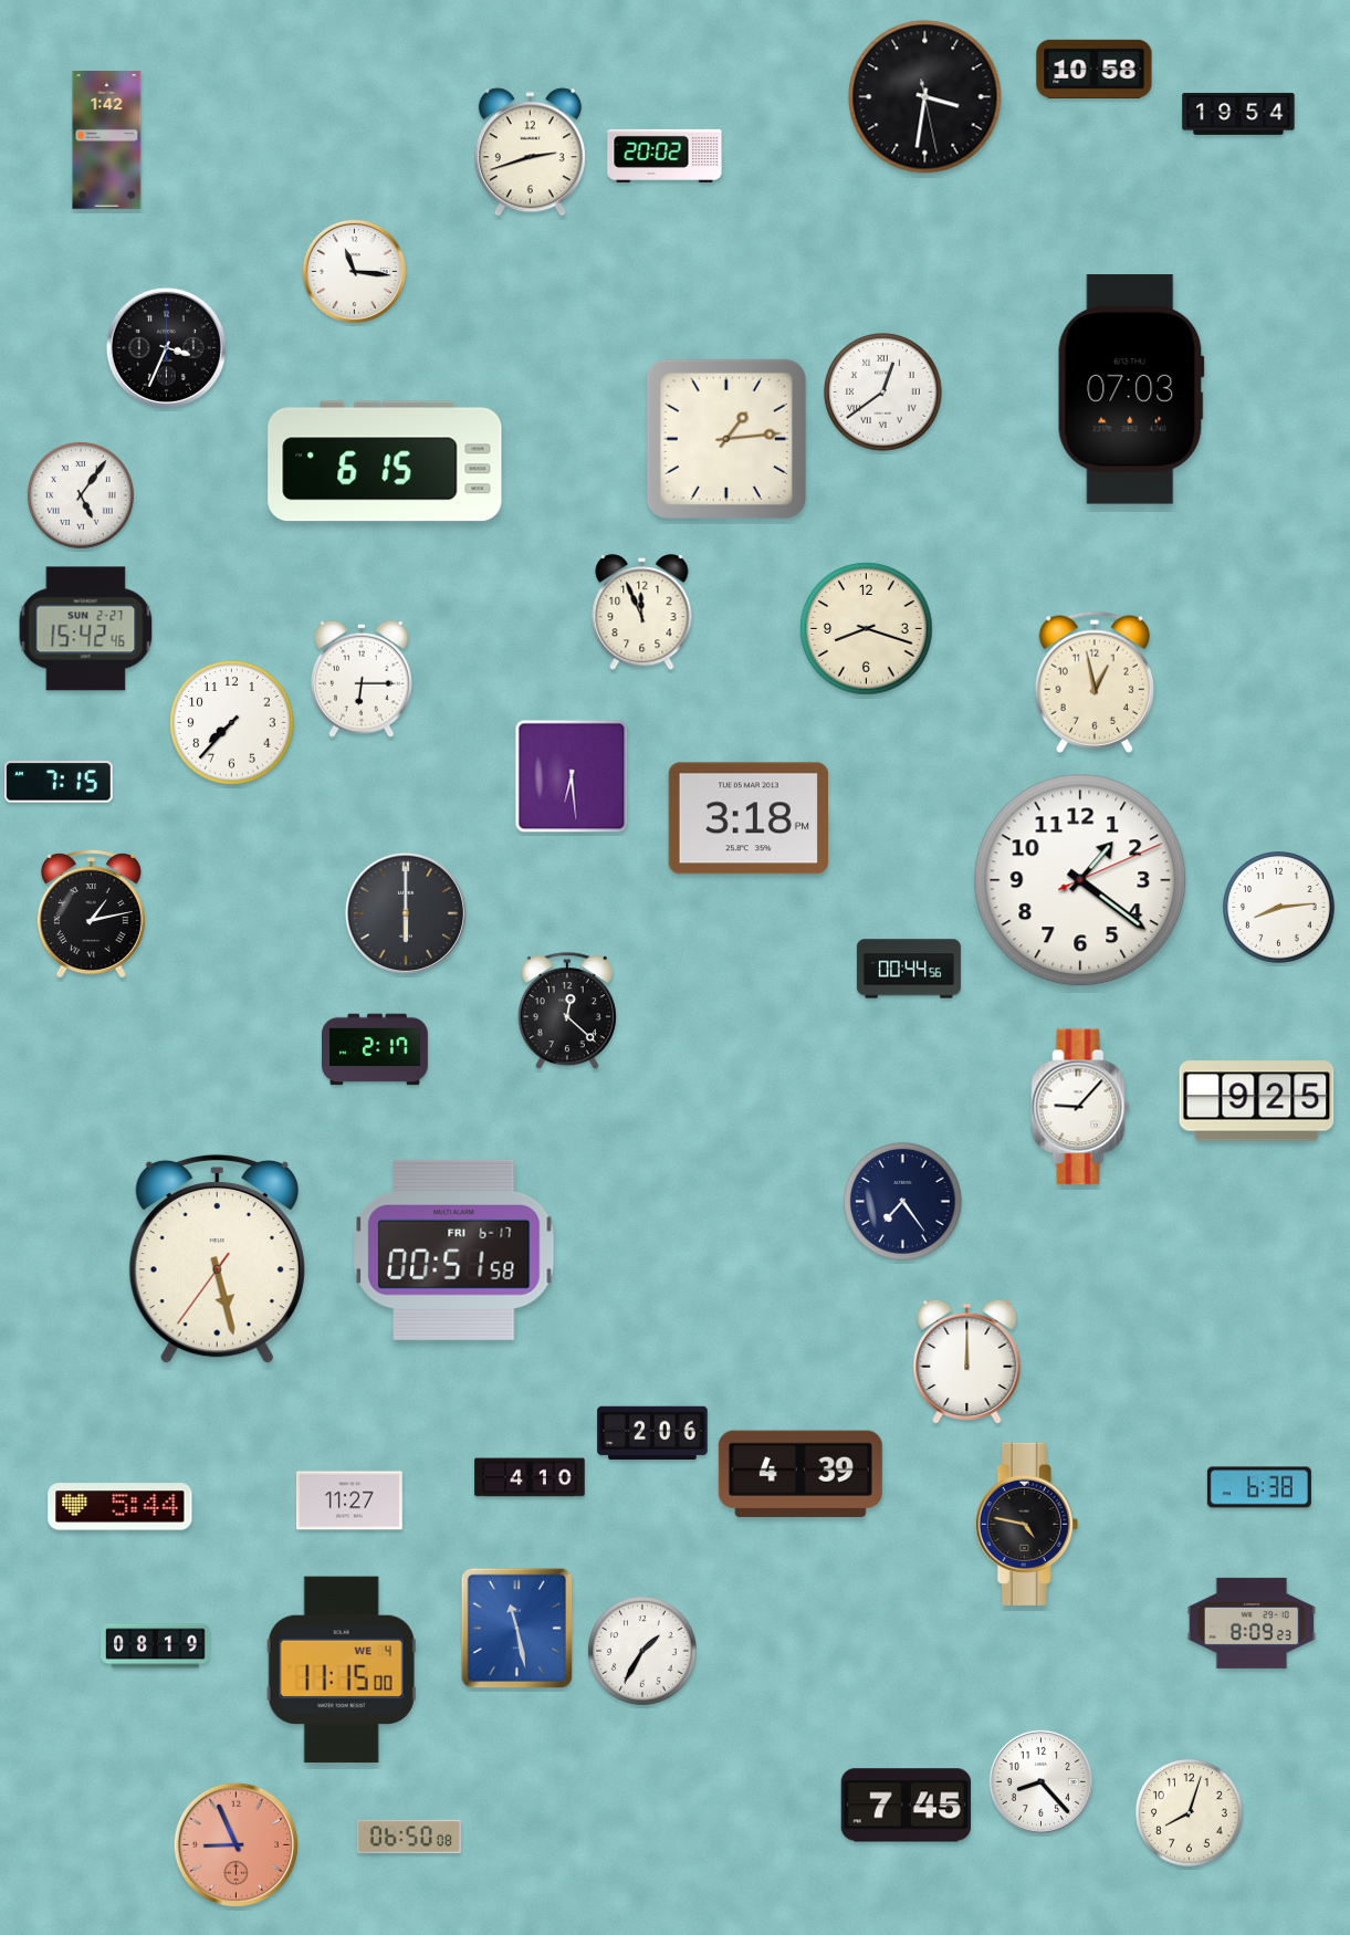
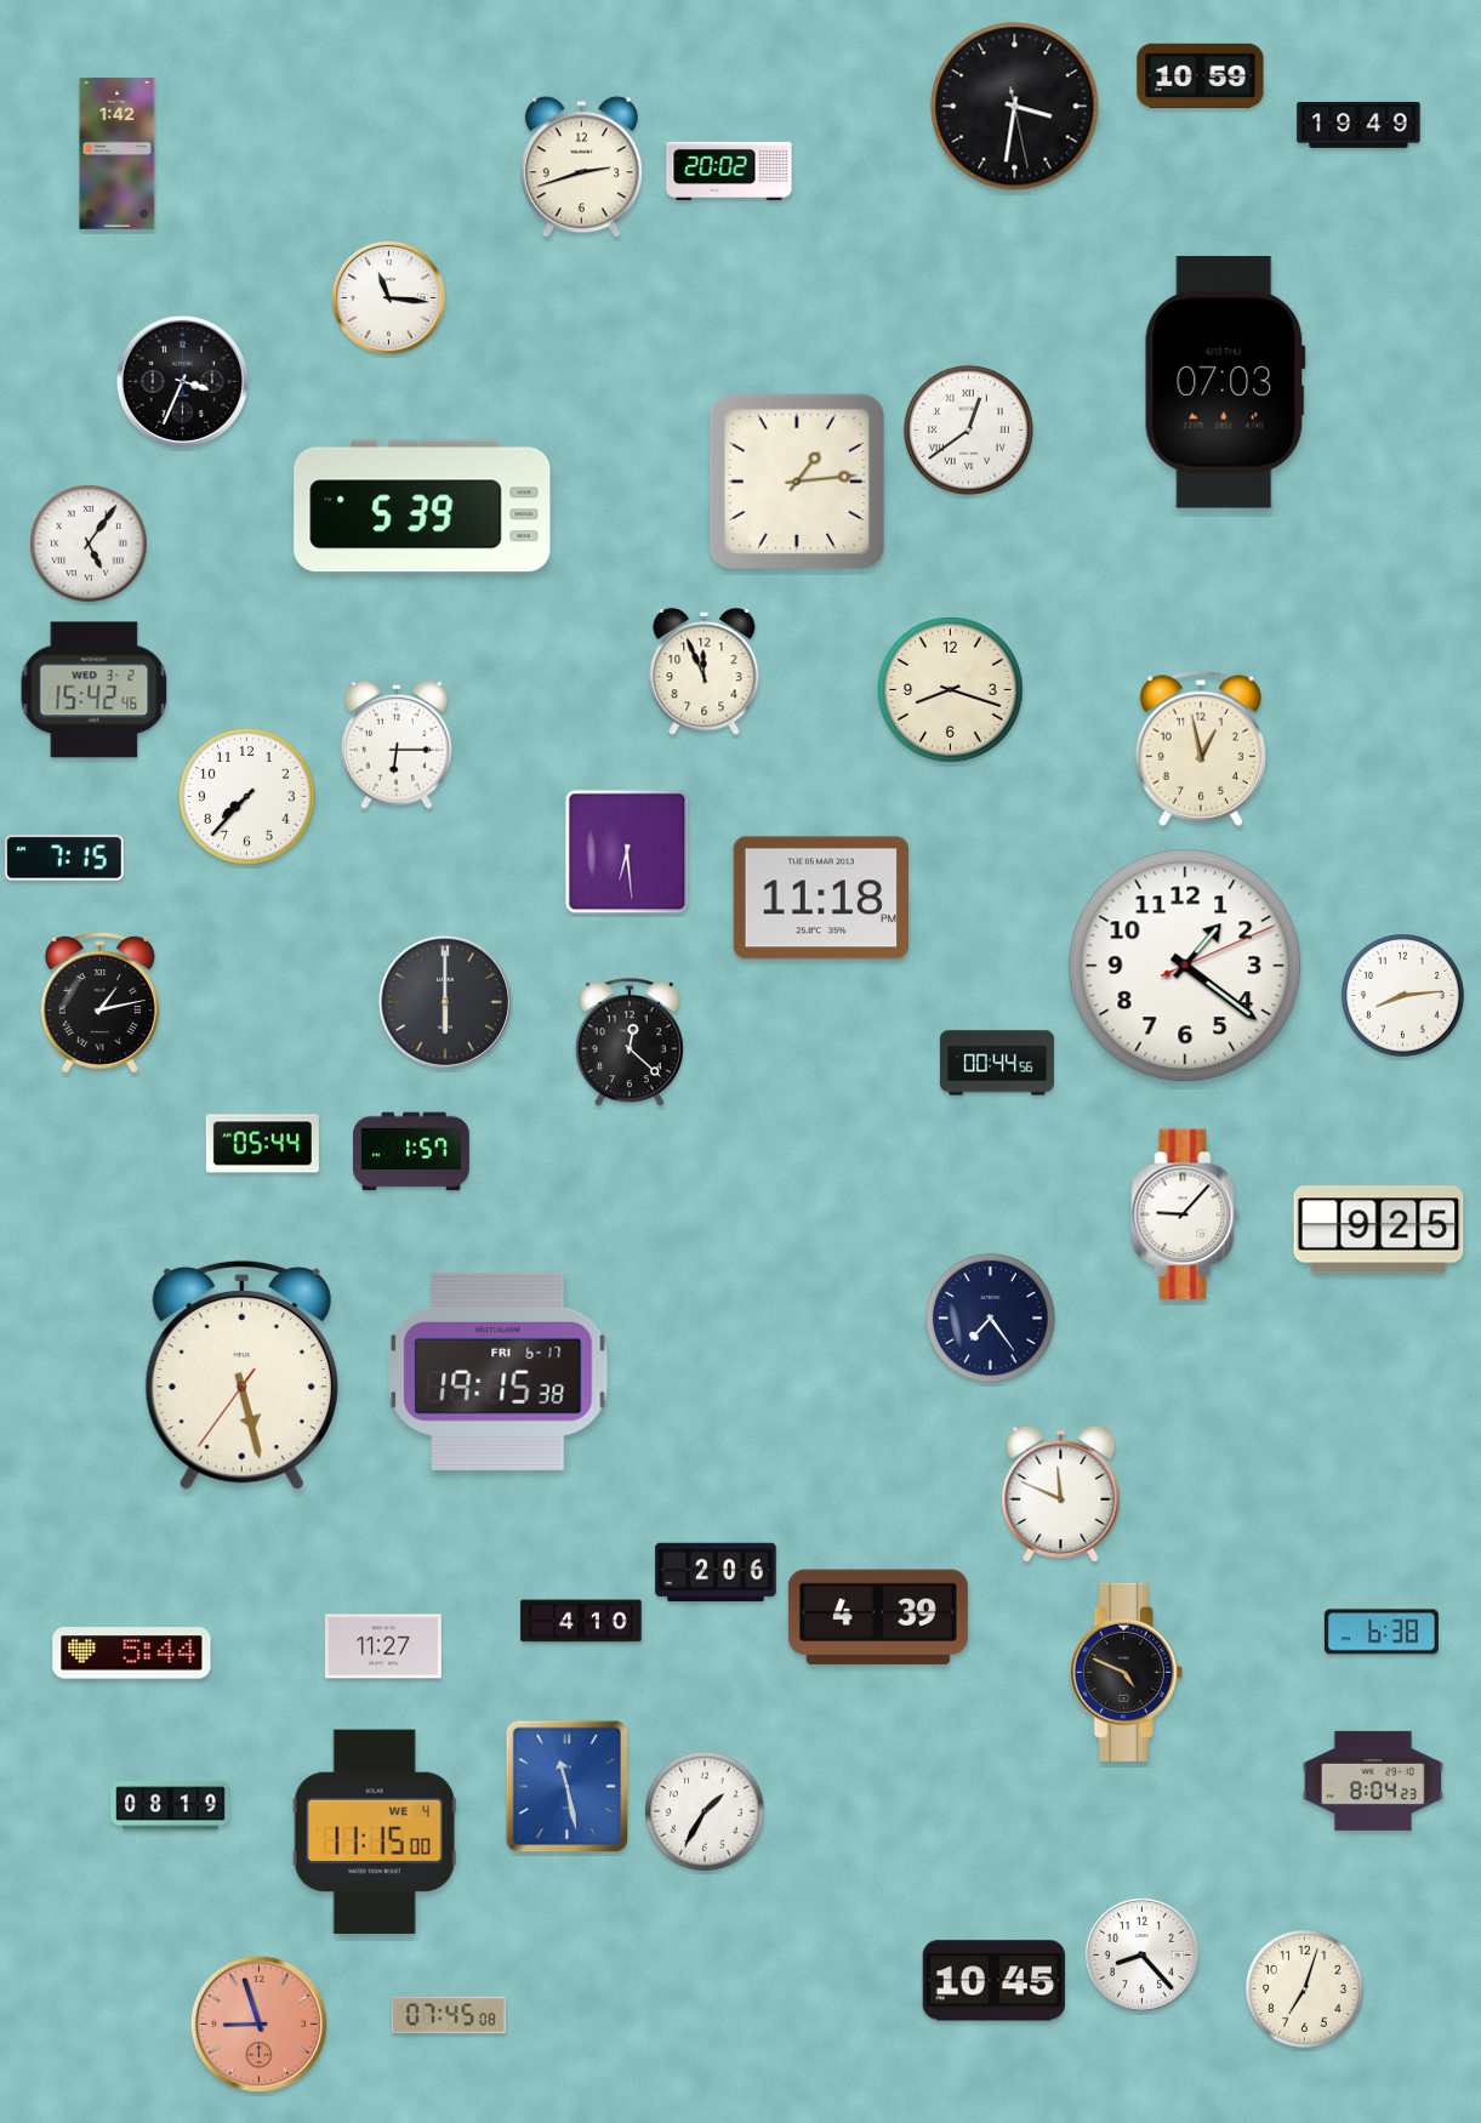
clock at (1095, 69): 10:58 -> 10:59
clock at (1238, 114): 19:54 -> 19:49
clock at (1131, 389) position: (1131, 389) -> (1225, 382)
clock at (385, 461): 6:15 -> 5:39
clock at (86, 629) date: SUN 2-27 -> WED 3-2
clock at (232, 723) position: (232, 723) -> (247, 797)
clock at (749, 818): 3:18 -> 11:18
clock at (567, 1012) position: (567, 1012) -> (630, 1043)
clock at (262, 1144): none -> 05:44
clock at (376, 1049): 2:17 -> 1:57
clock at (1257, 1101) position: (1257, 1101) -> (1379, 1230)
clock at (454, 1249): 00:51 -> 19:15
clock at (217, 1258) position: (217, 1258) -> (241, 1374)
clock at (967, 1362): 12:00 -> 11:49
clock at (1026, 1524): 4:47 -> 4:49
clock at (1252, 1623): 8:09 -> 8:04
clock at (906, 1806): 7:45 -> 10:45
clock at (1190, 1813): 8:03 -> 7:03
clock at (409, 1837): 06:50 -> 07:45
clock at (236, 1844): 8:56 -> 8:57
